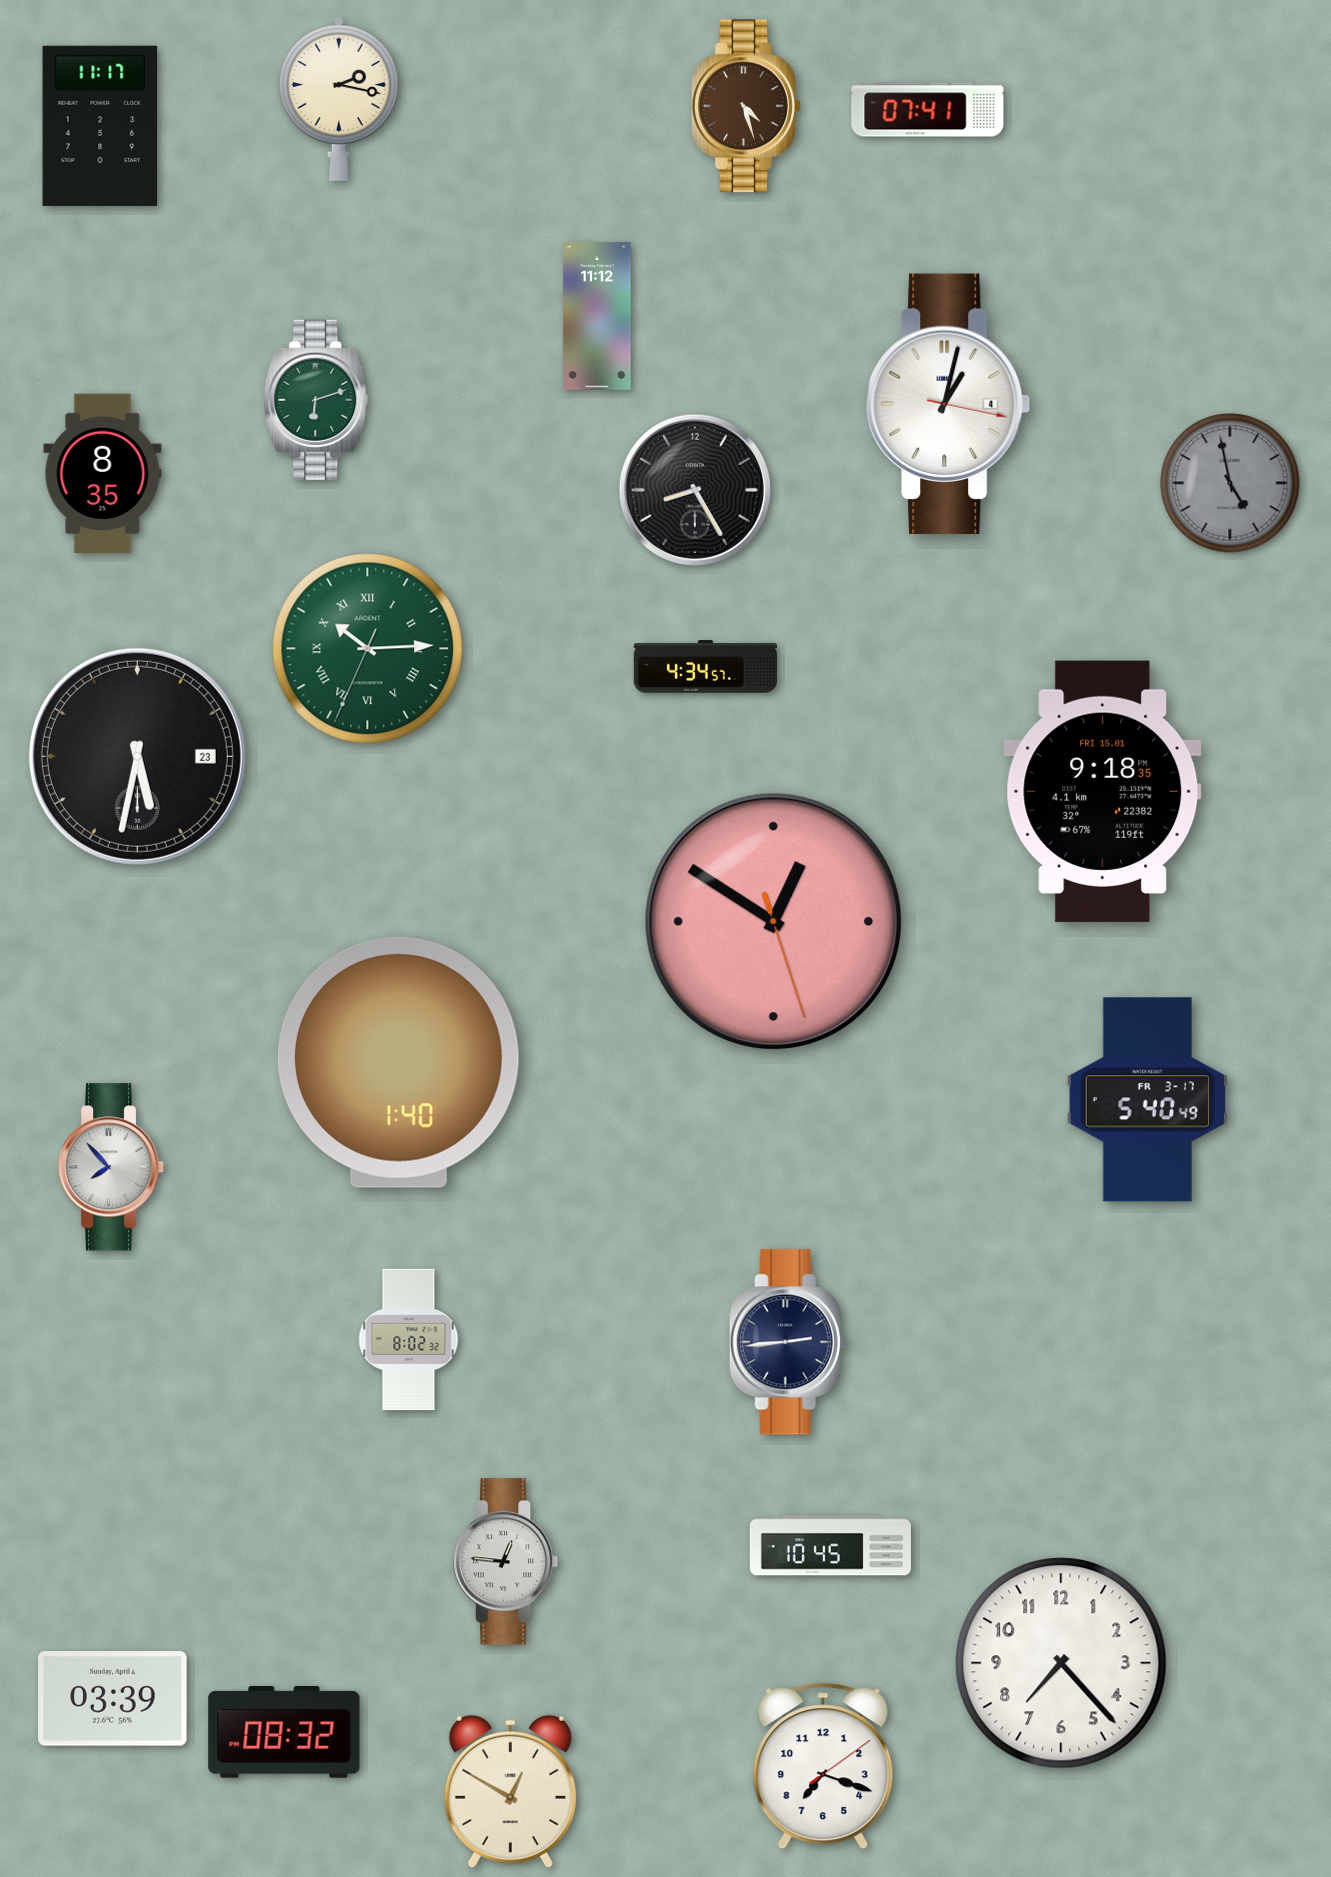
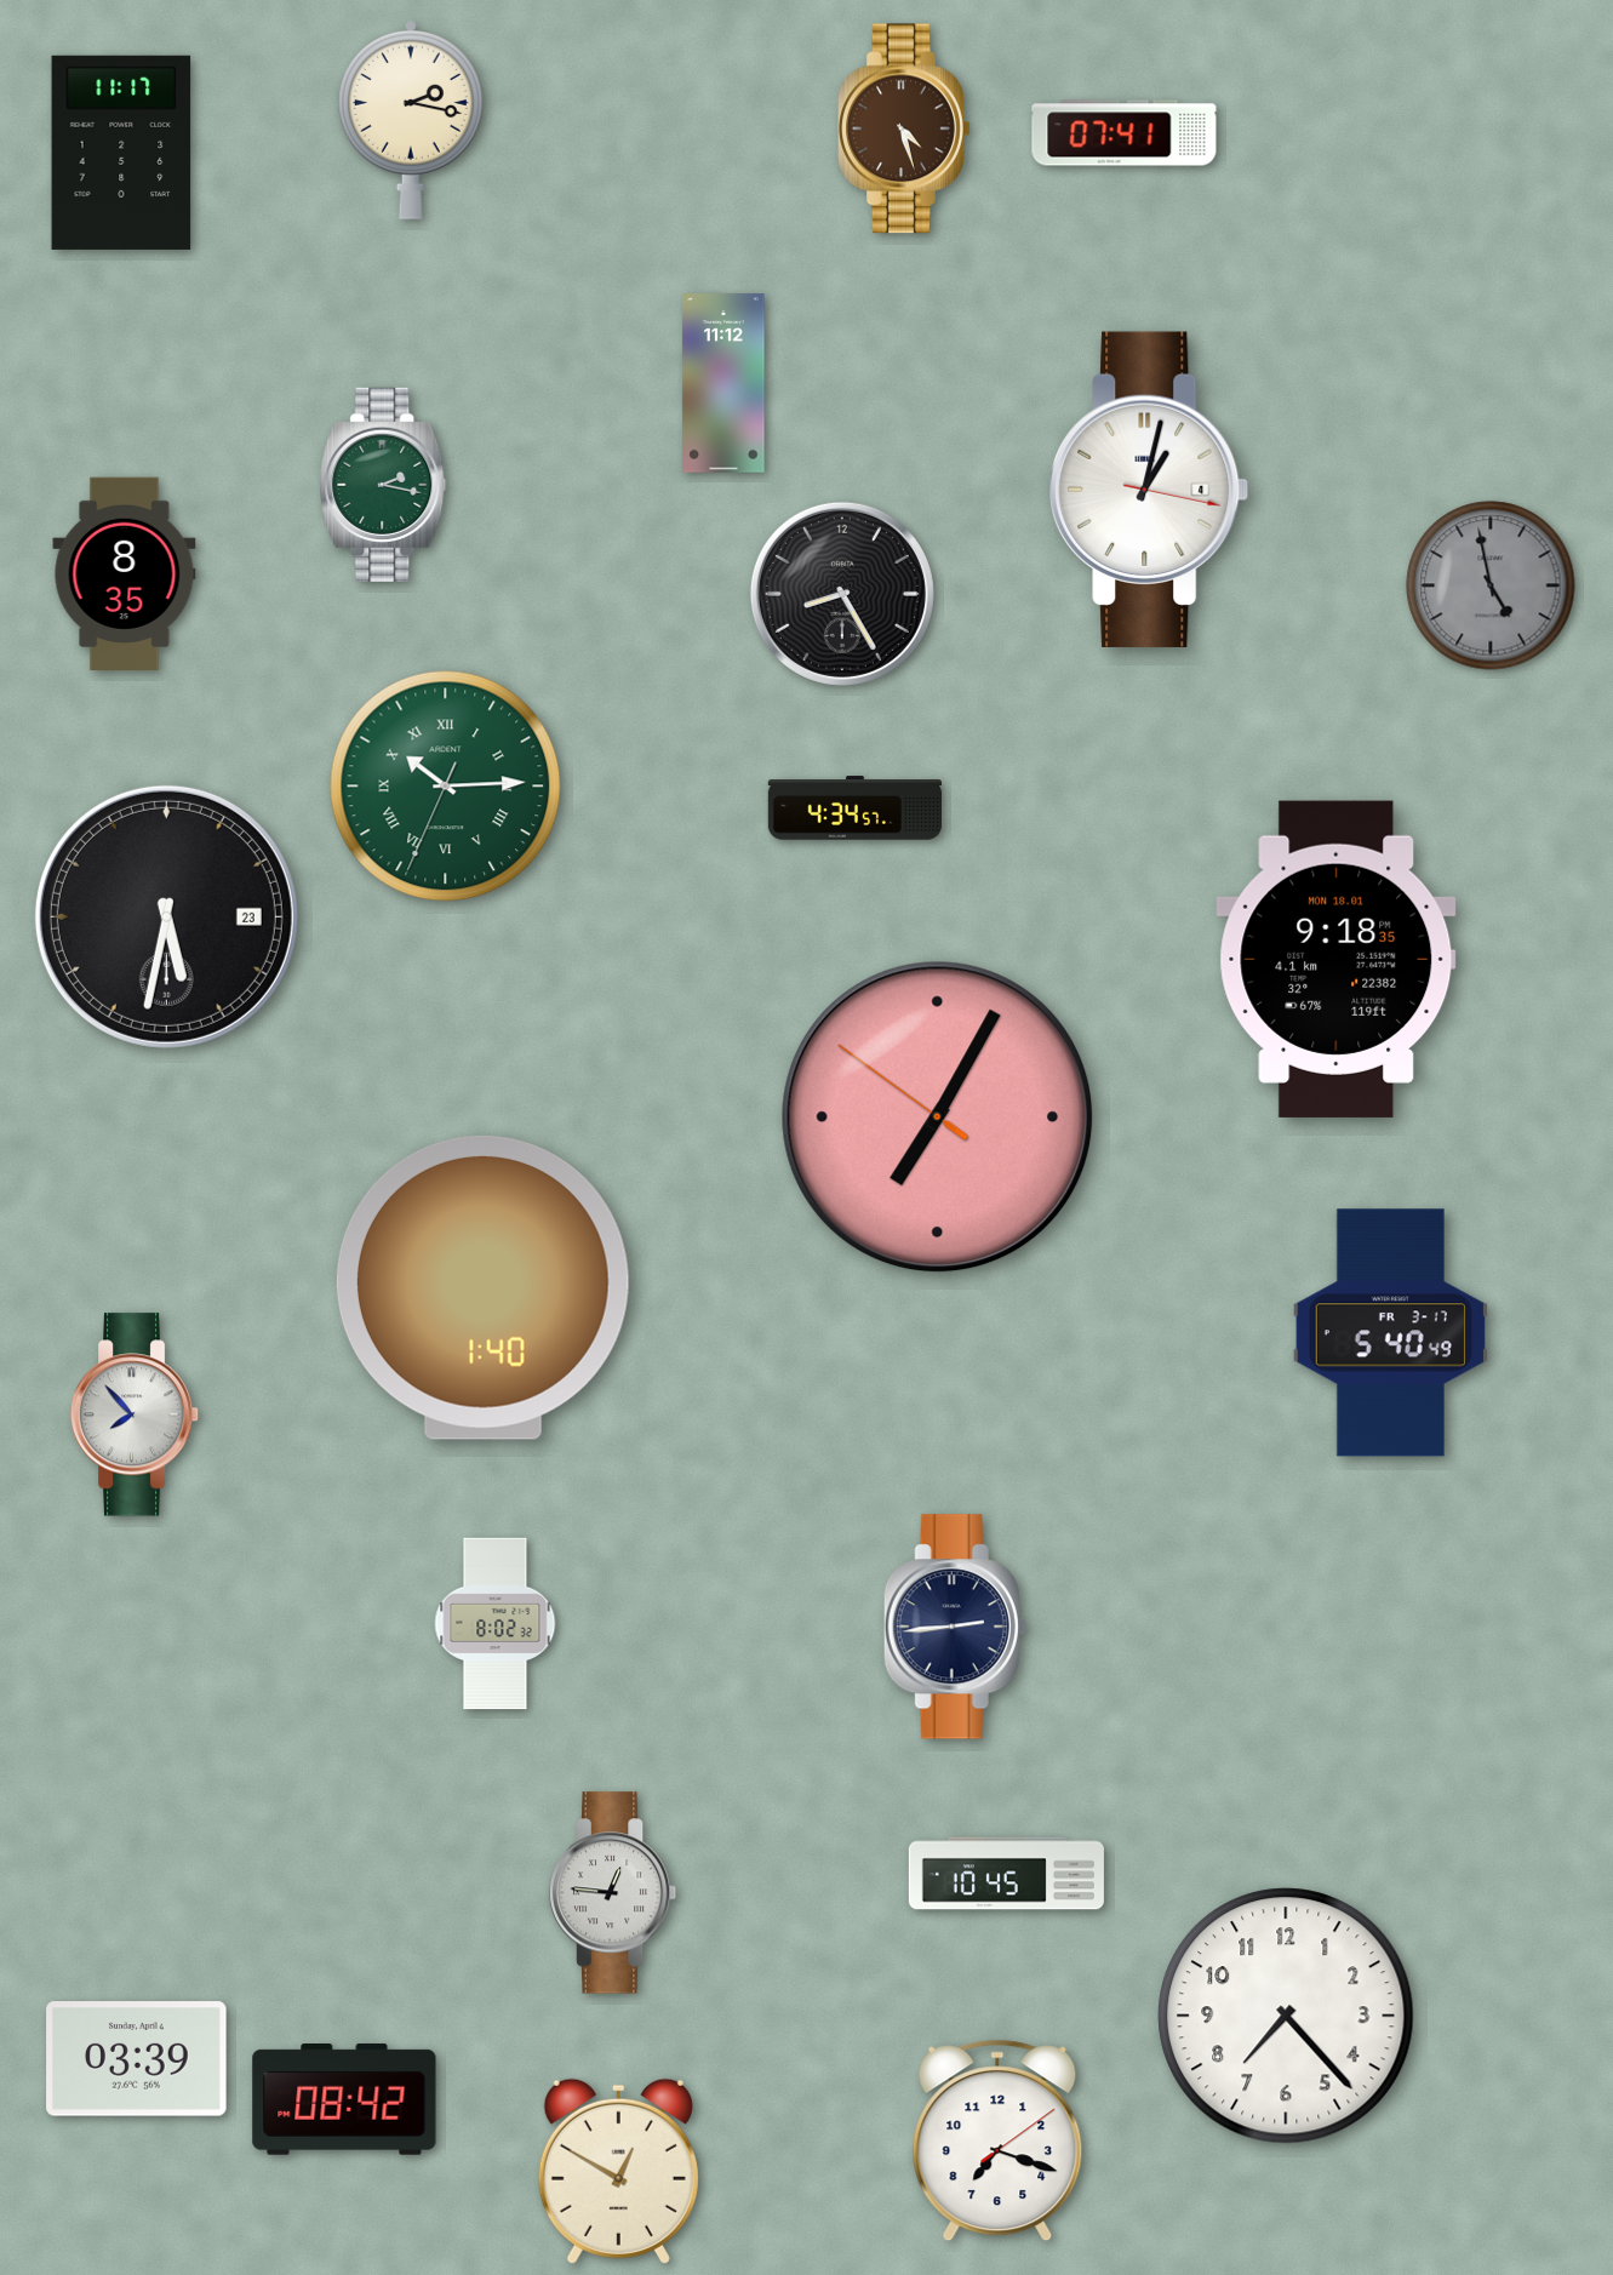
clock at (316, 400): 6:12 -> 2:17
clock at (1103, 791) date: FRI 15.01 -> MON 18.01
clock at (774, 922): 12:50 -> 7:04
clock at (284, 1733): 08:32 -> 08:42
